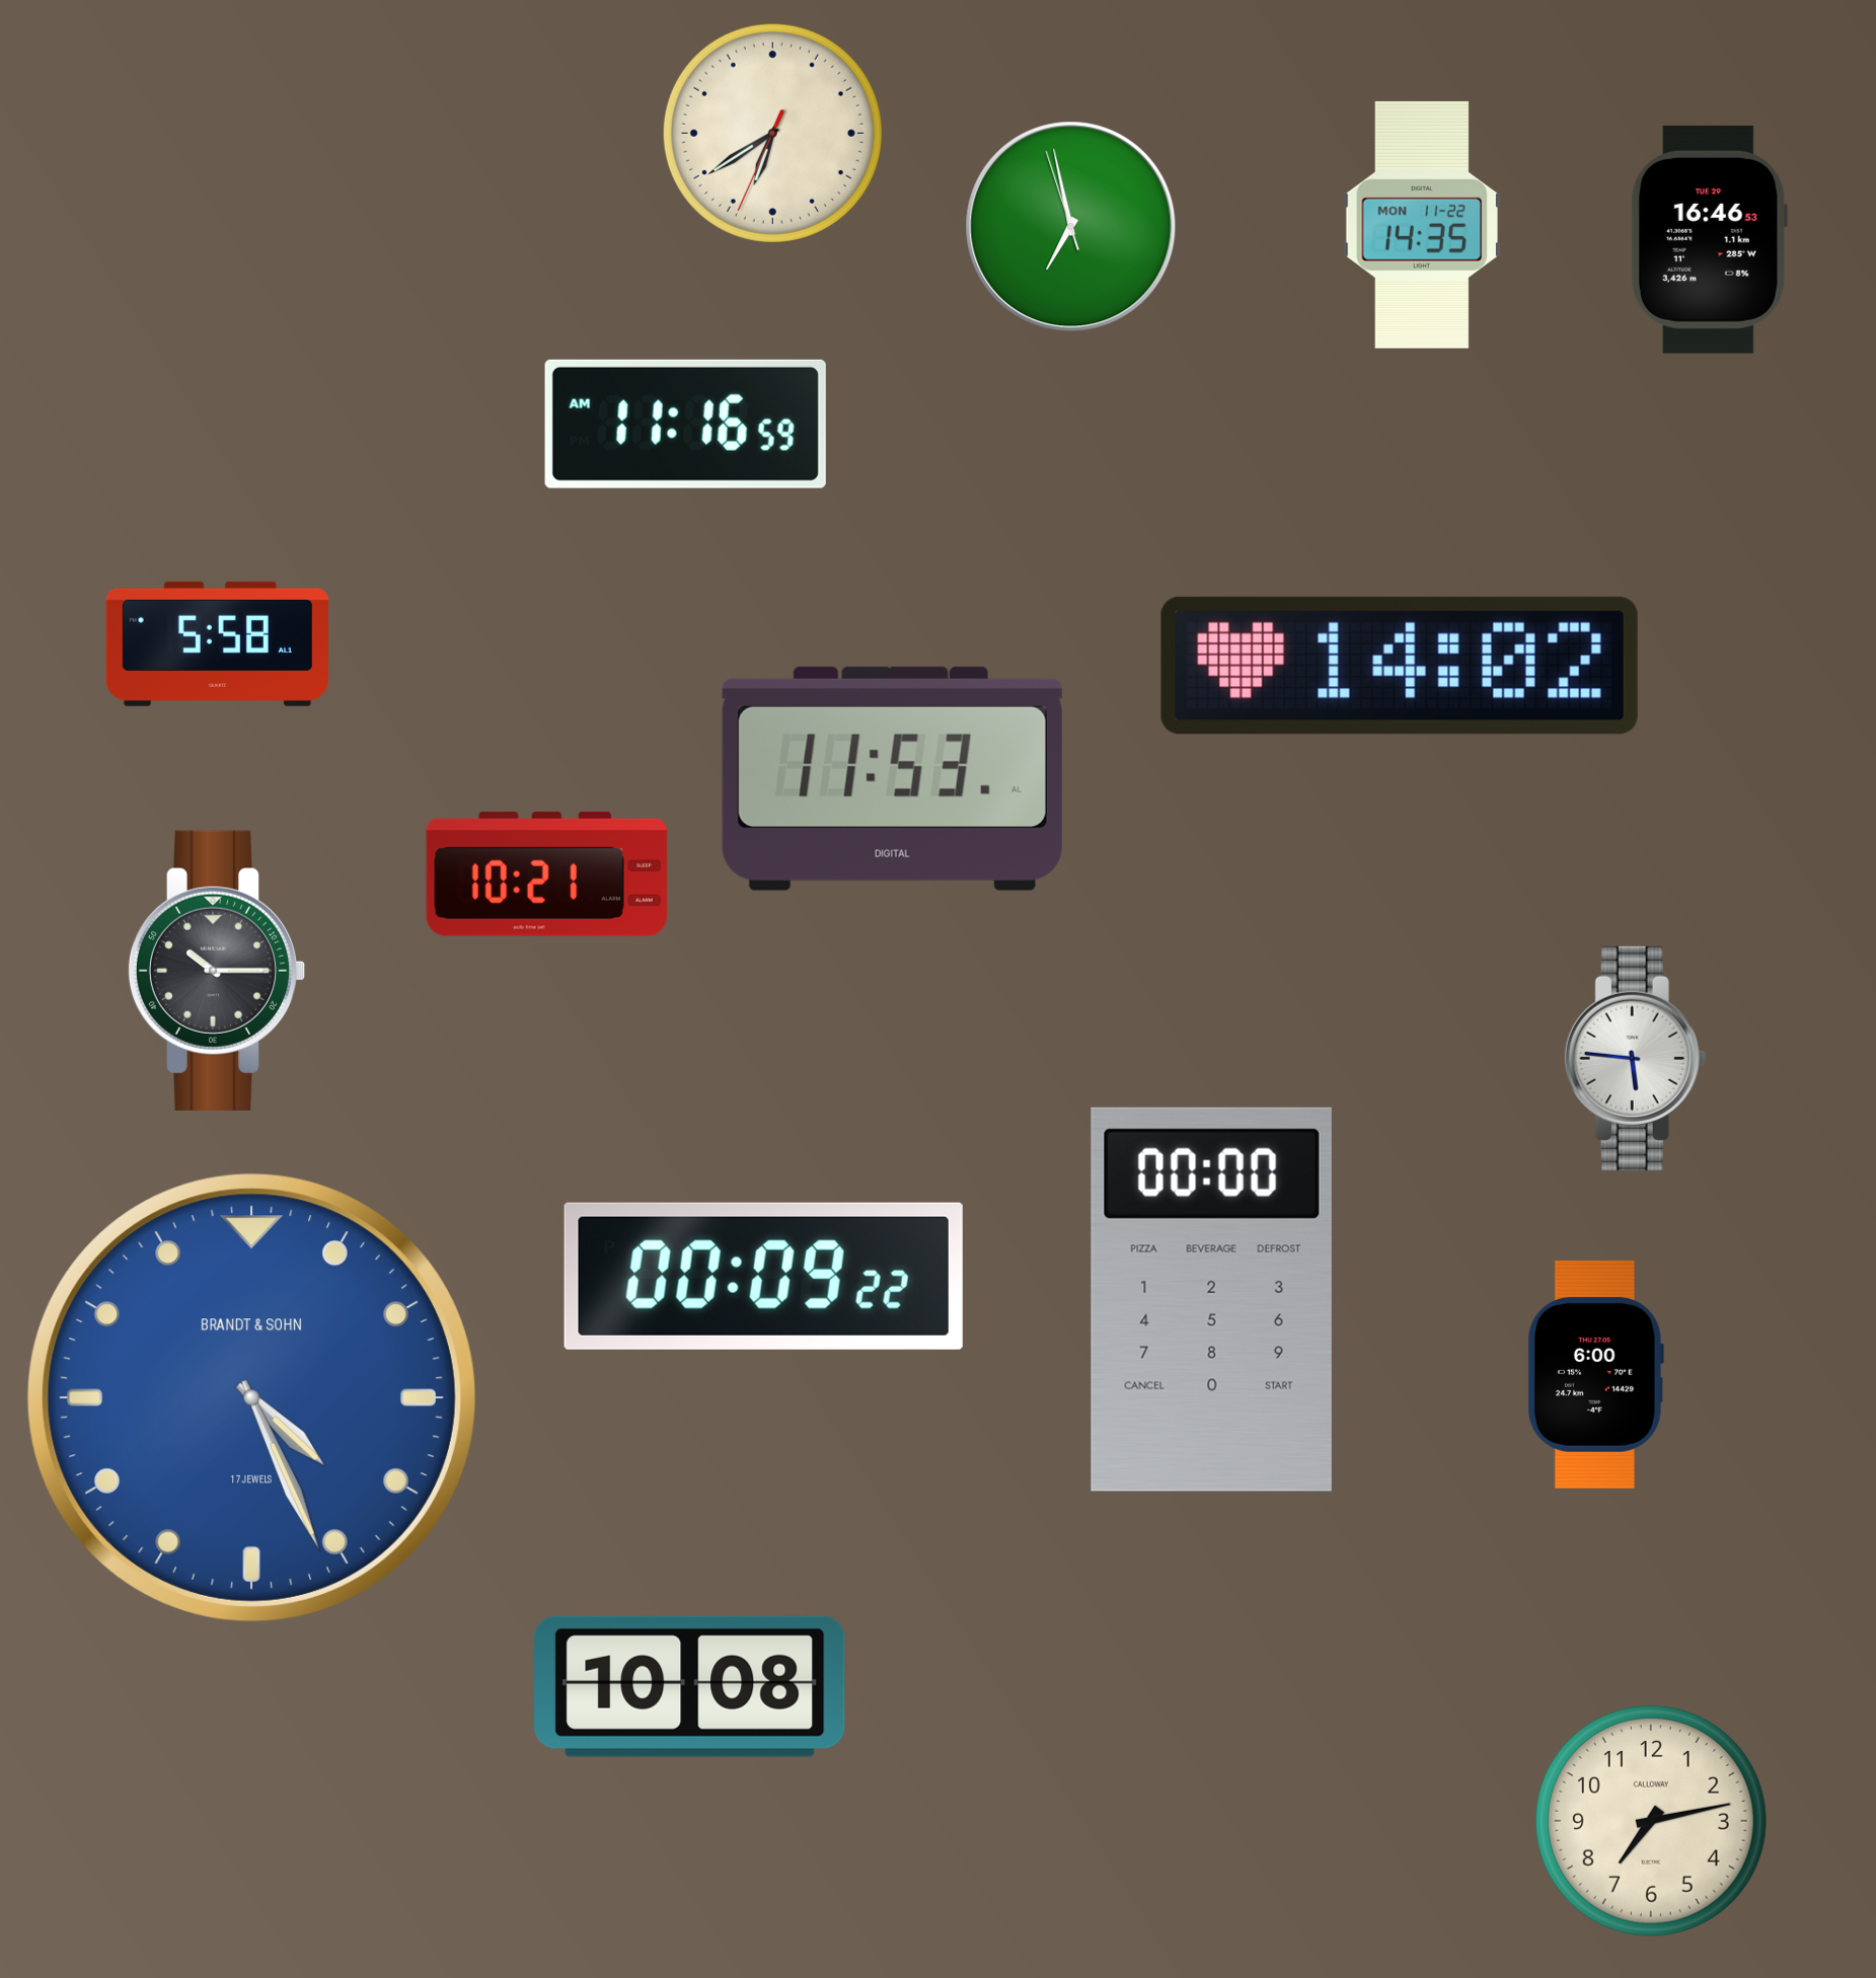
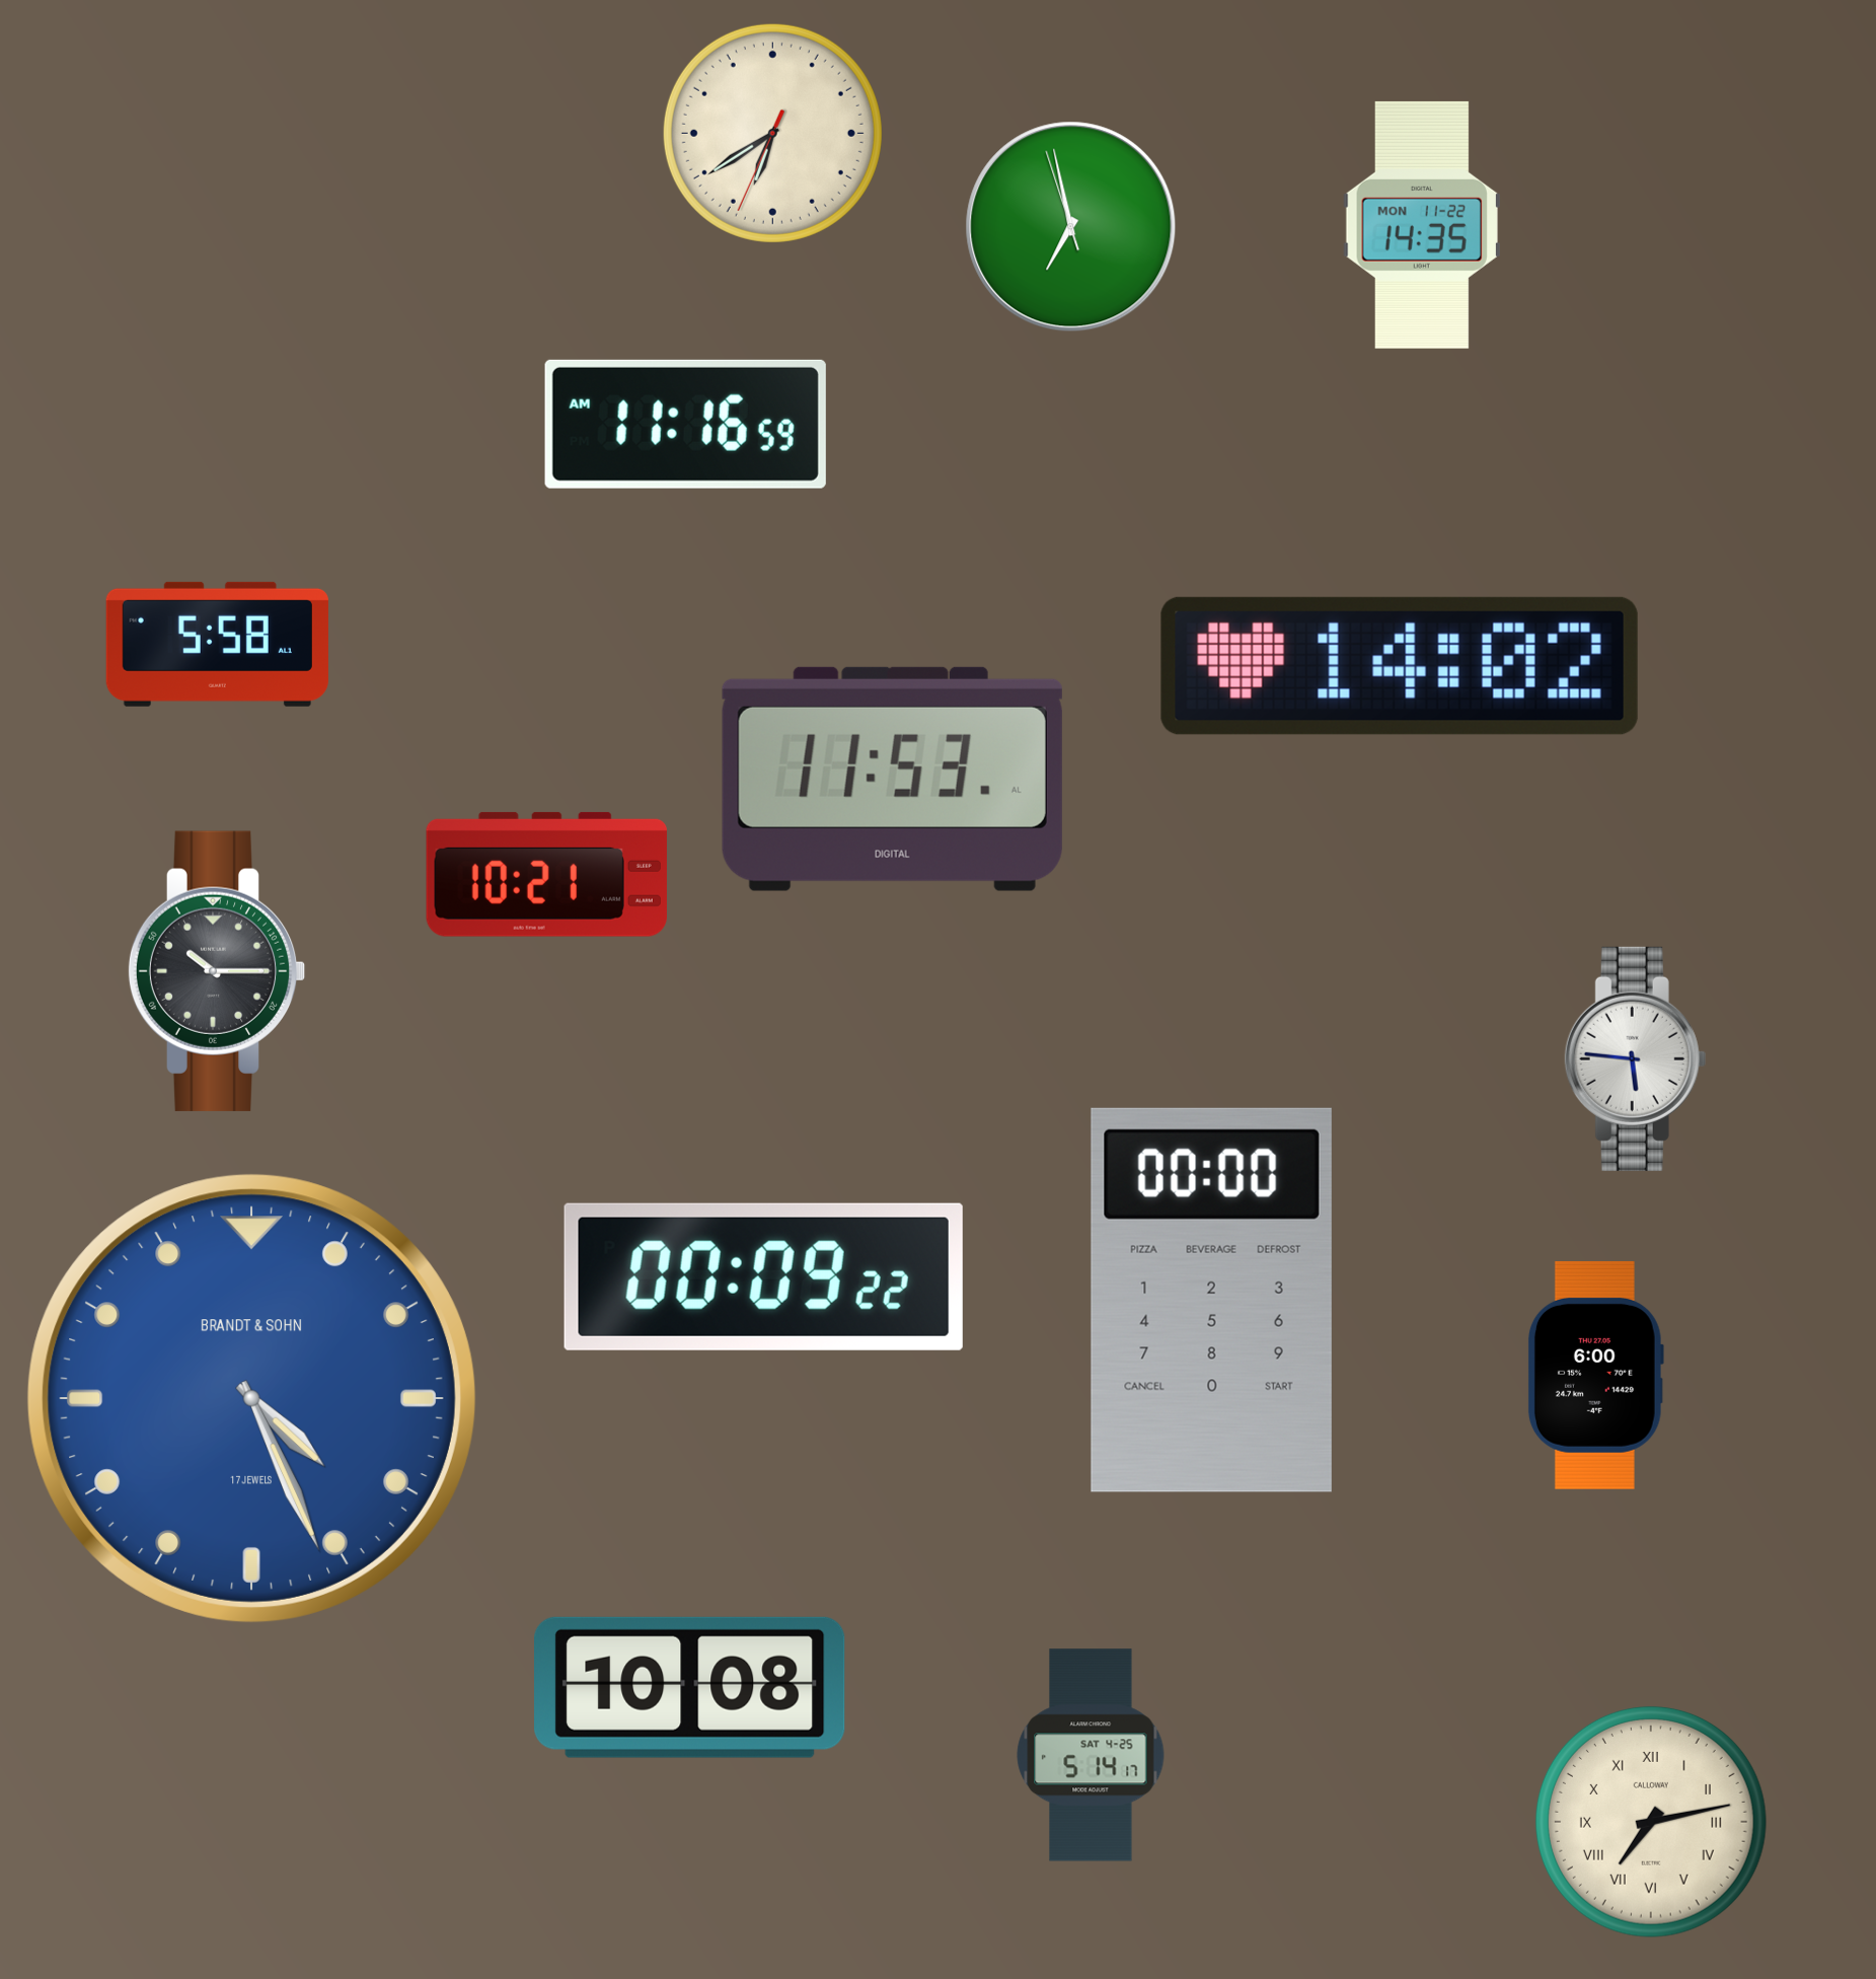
clock at (1709, 239): 16:46 -> none
clock at (1091, 1755): none -> 5:14
clock at (1651, 1821) numerals: Arabic -> Roman
